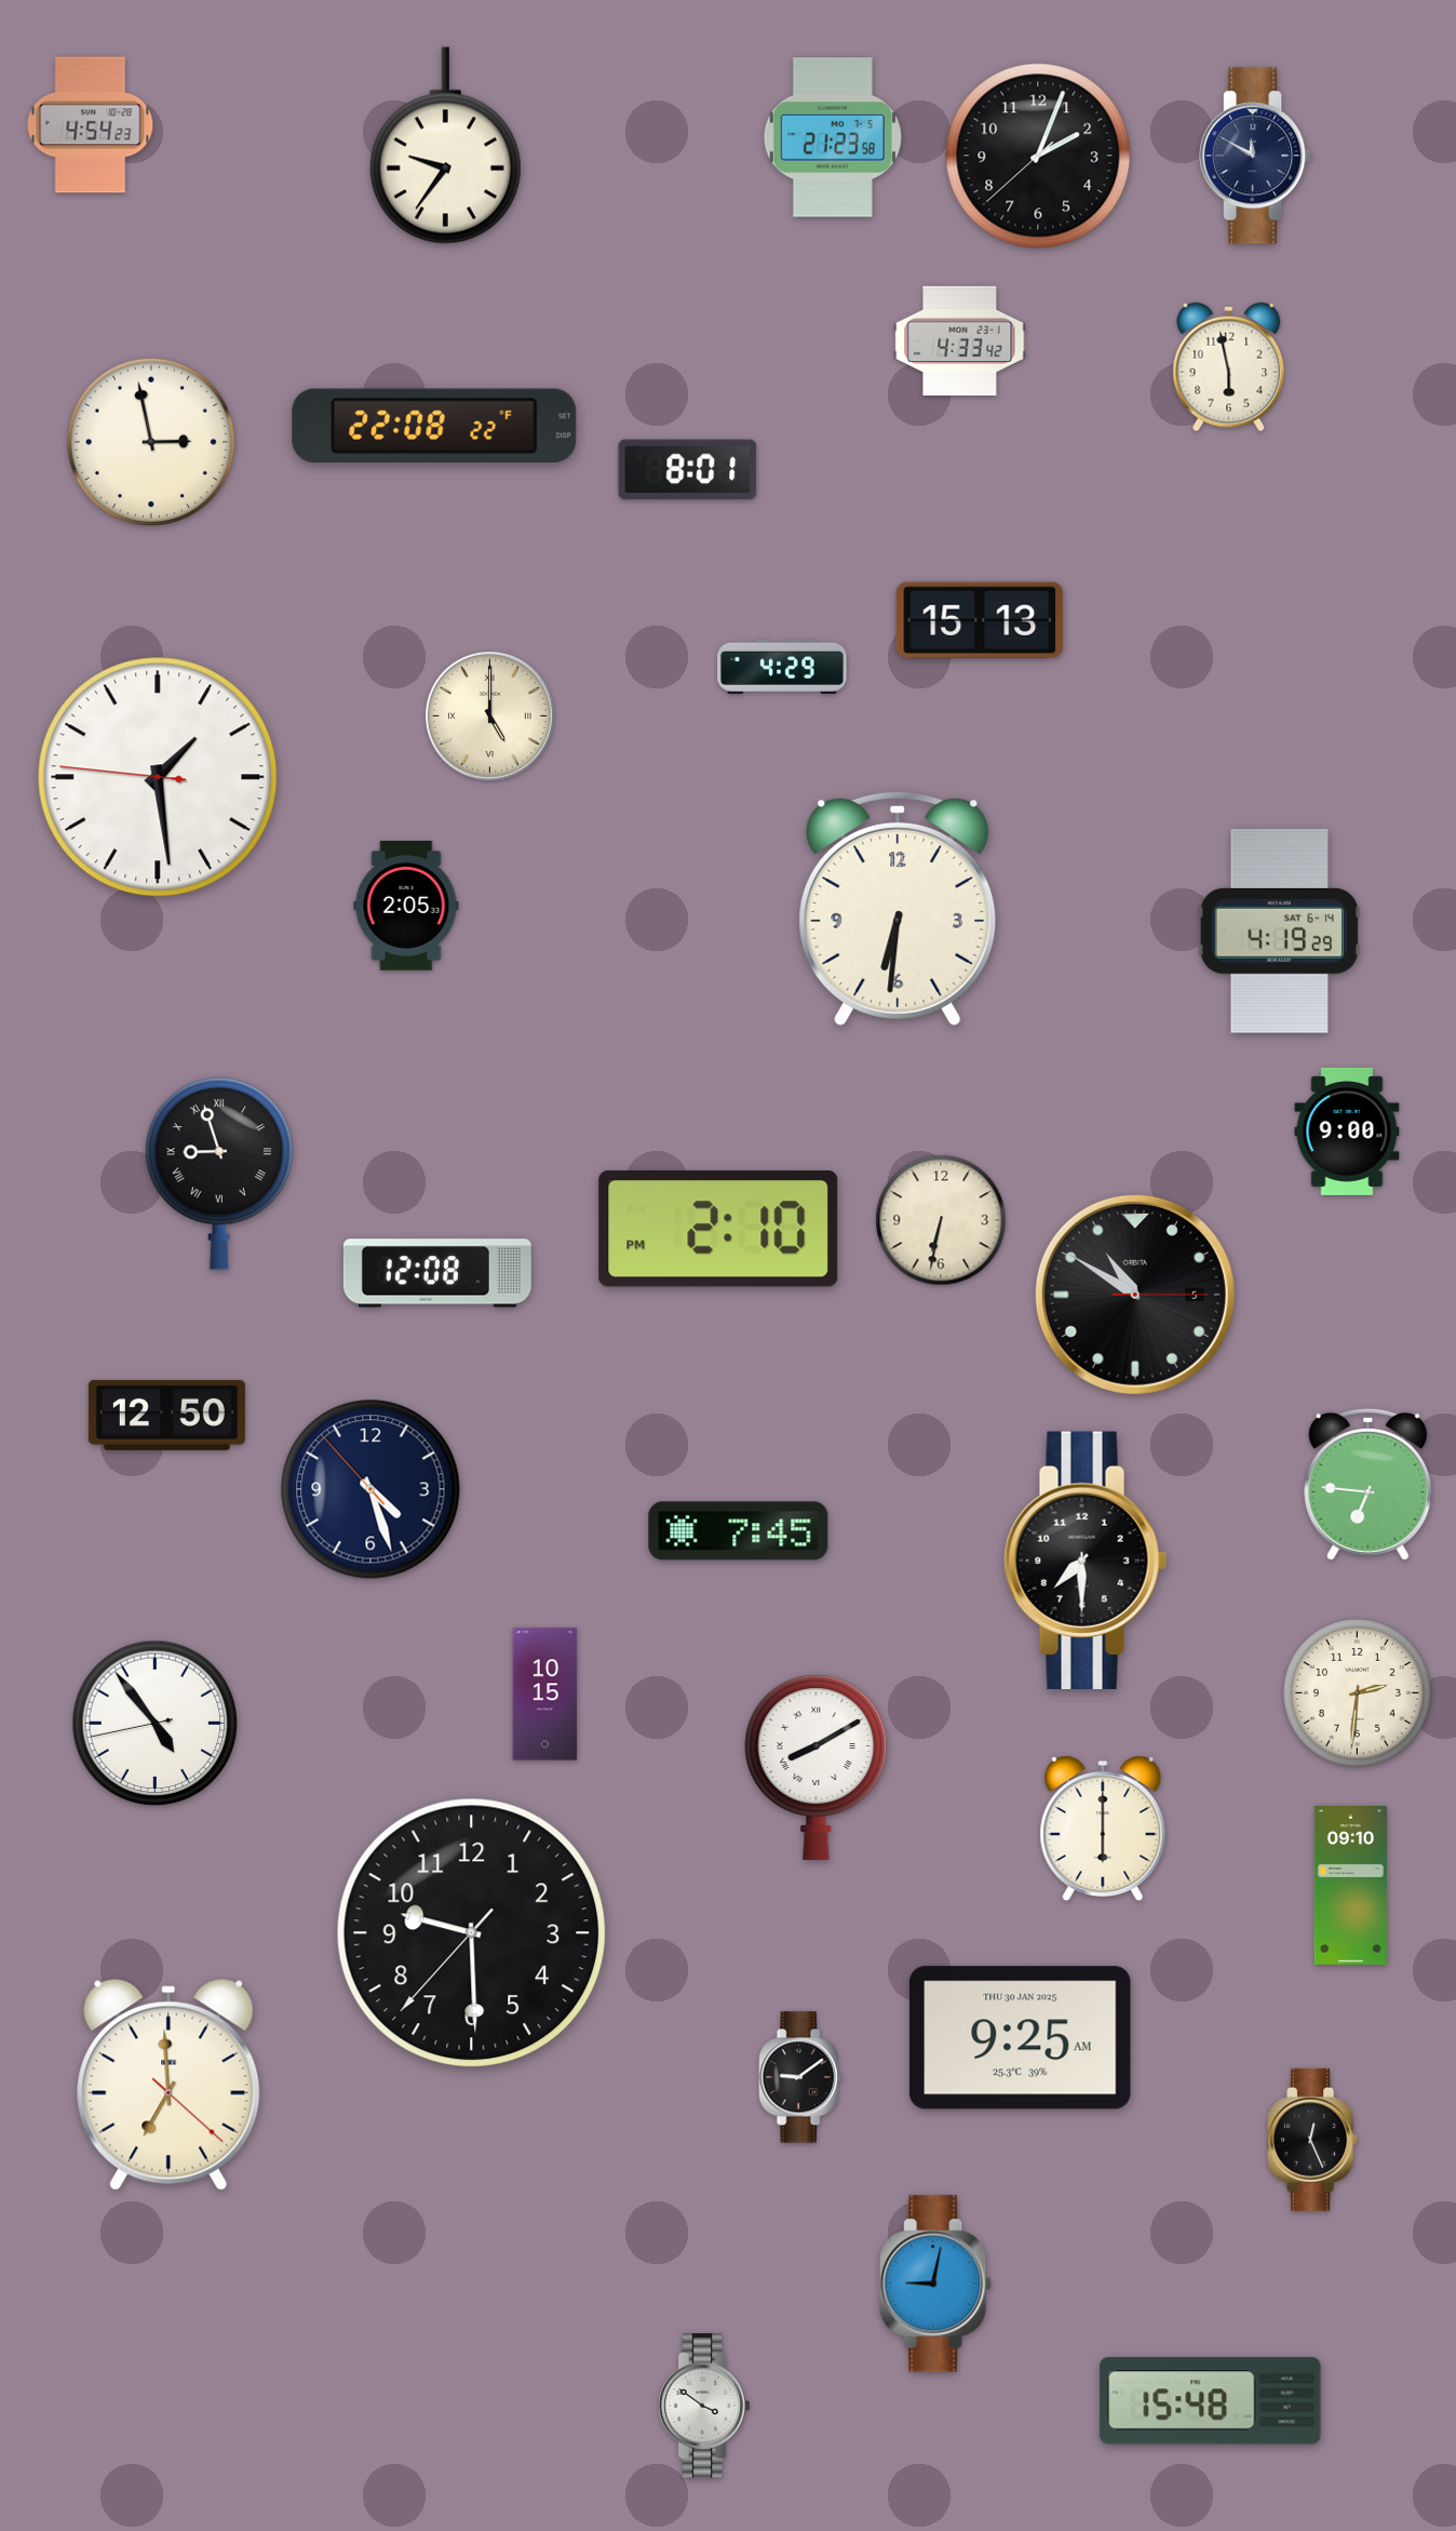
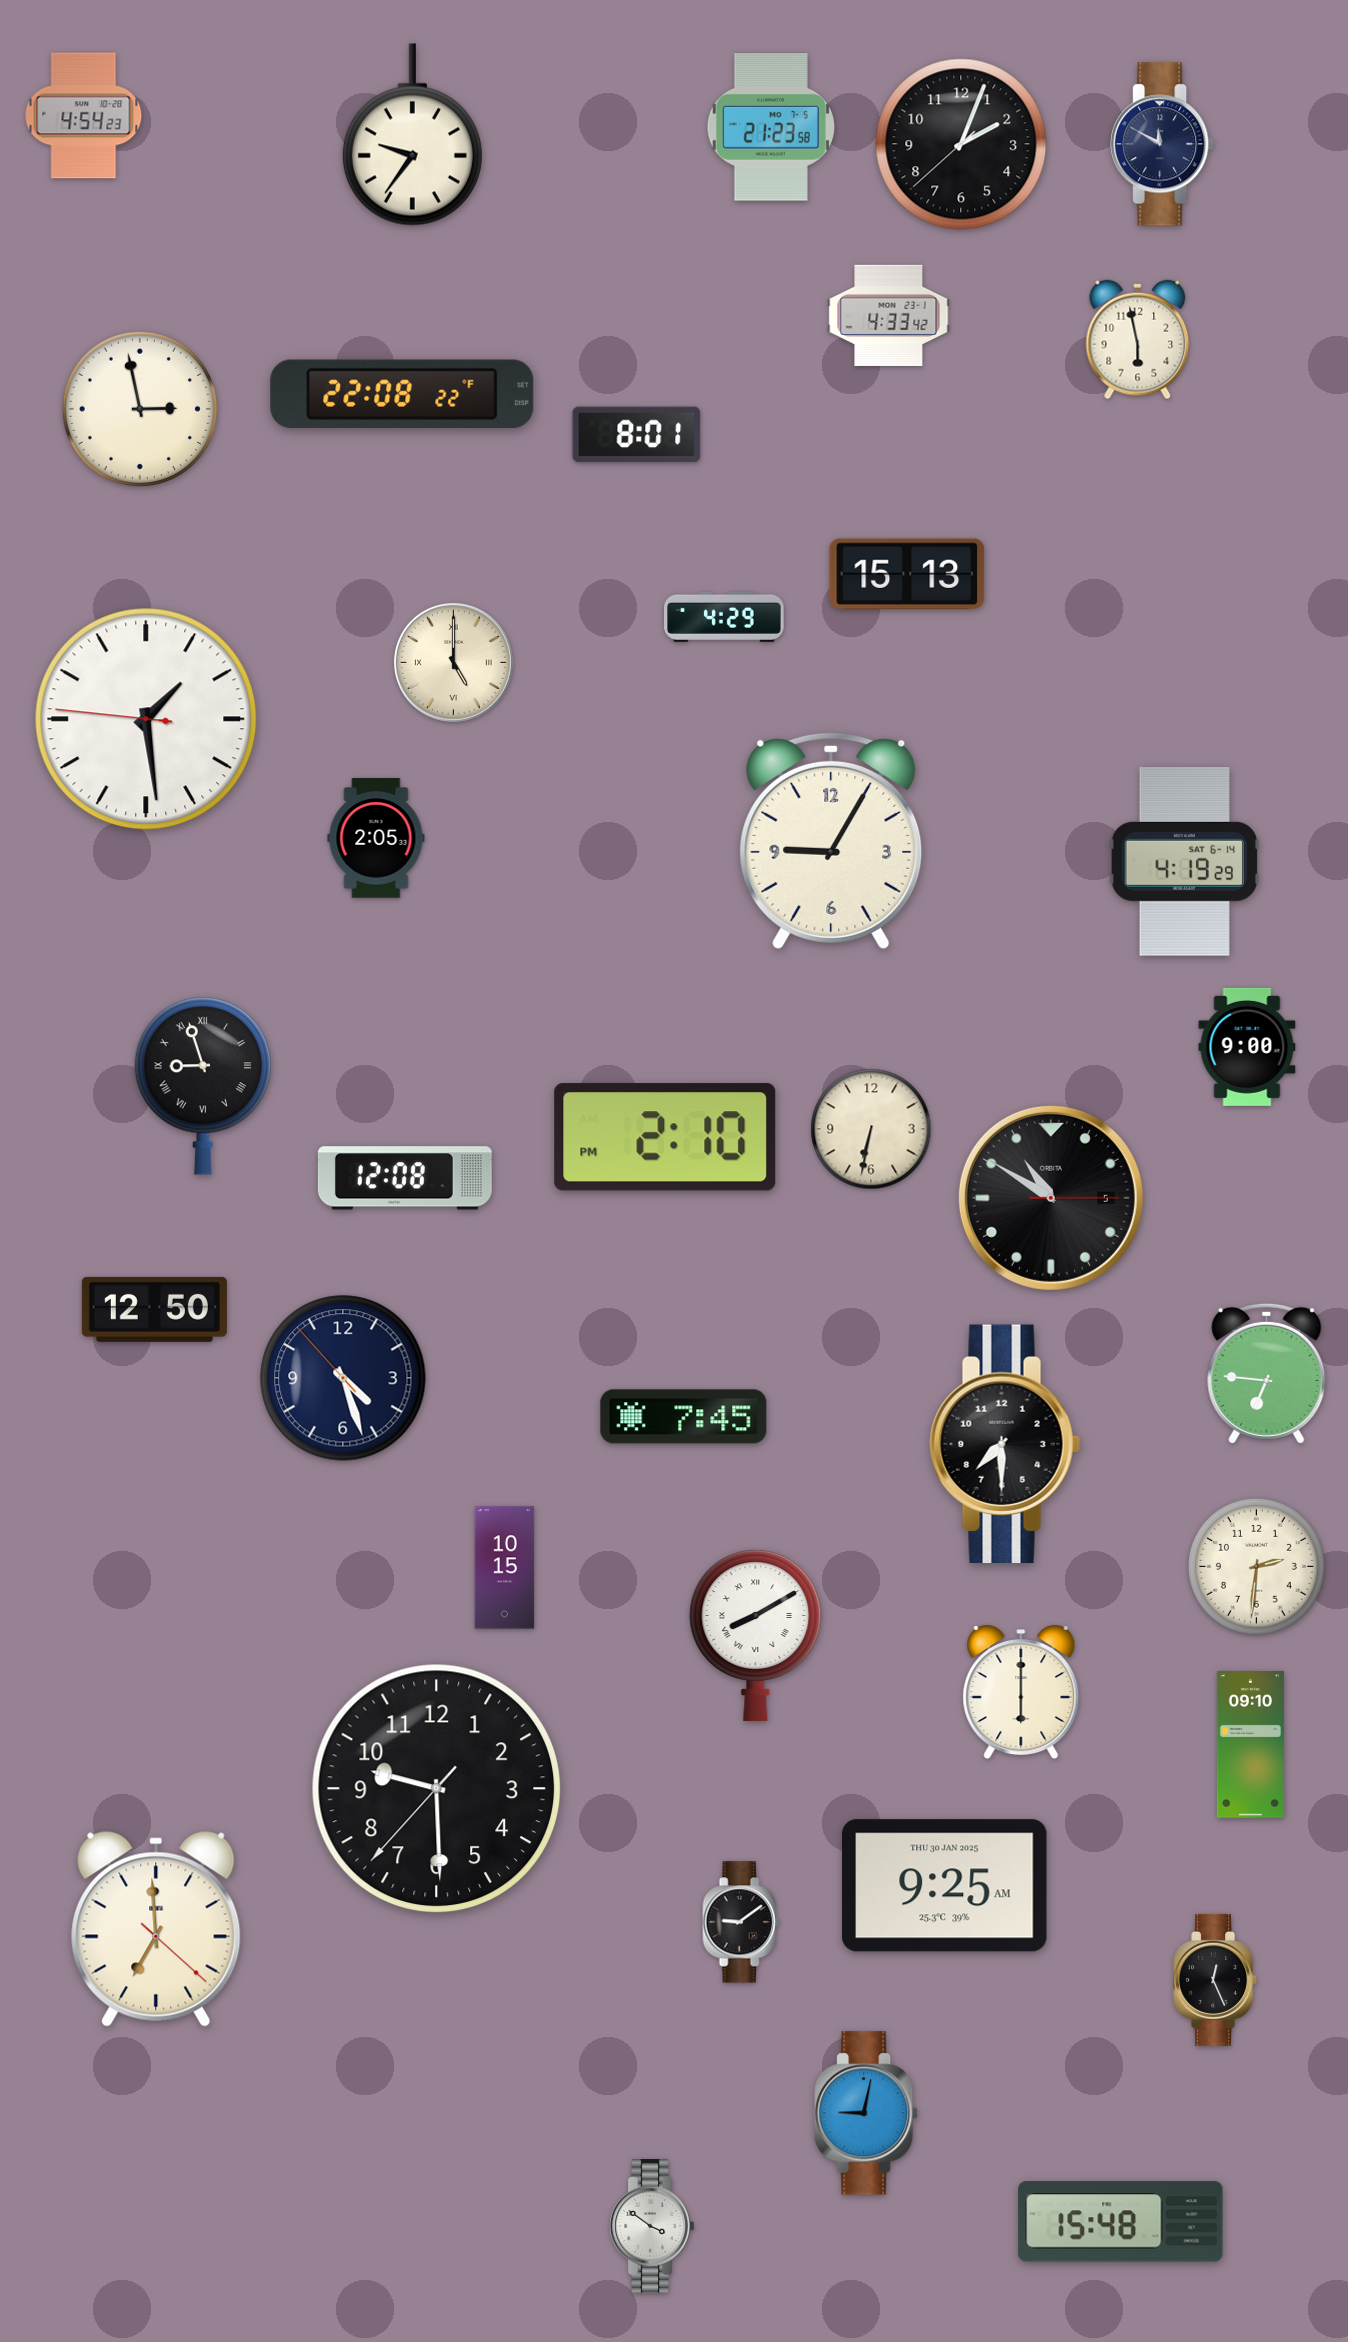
clock at (898, 908): 6:31 -> 9:05
clock at (156, 1724): 4:53 -> none
